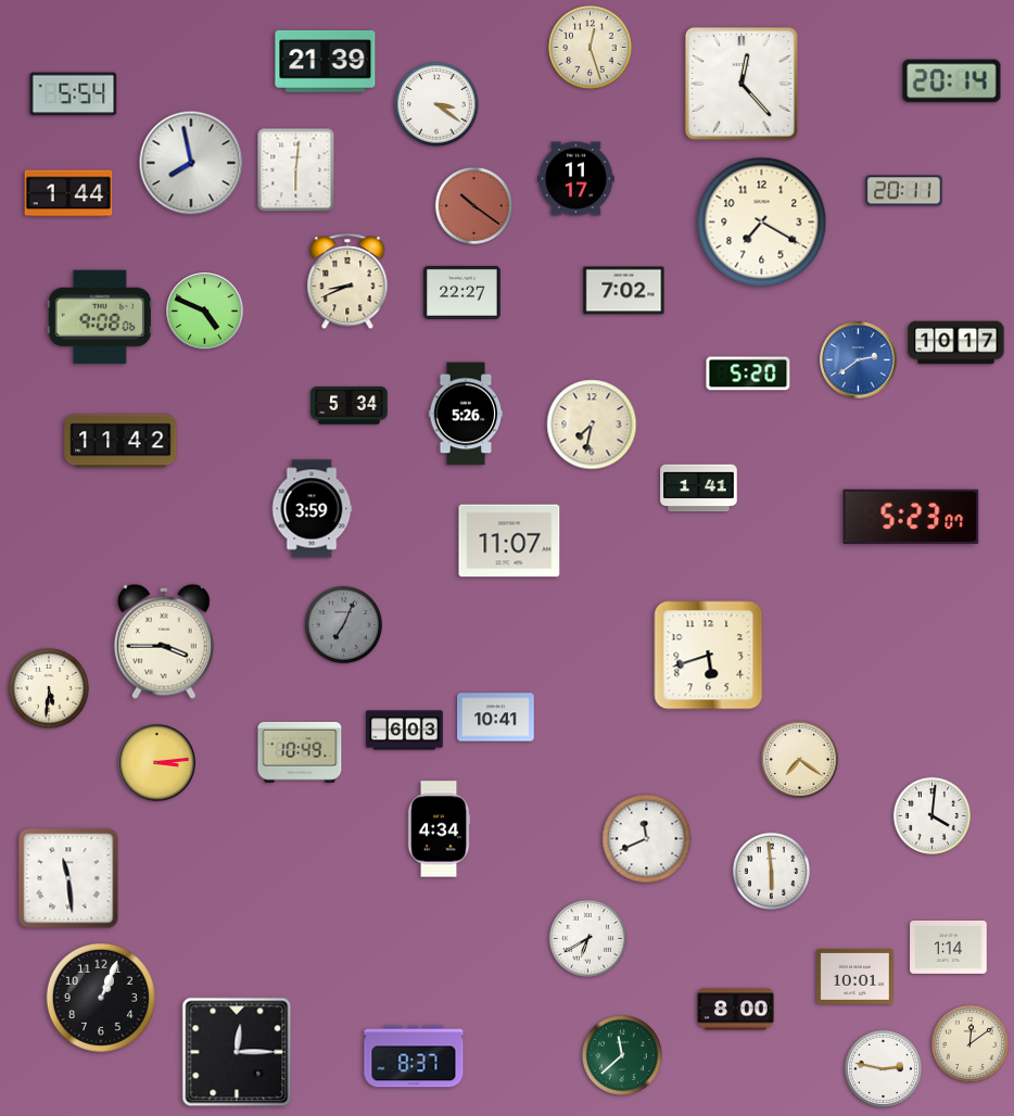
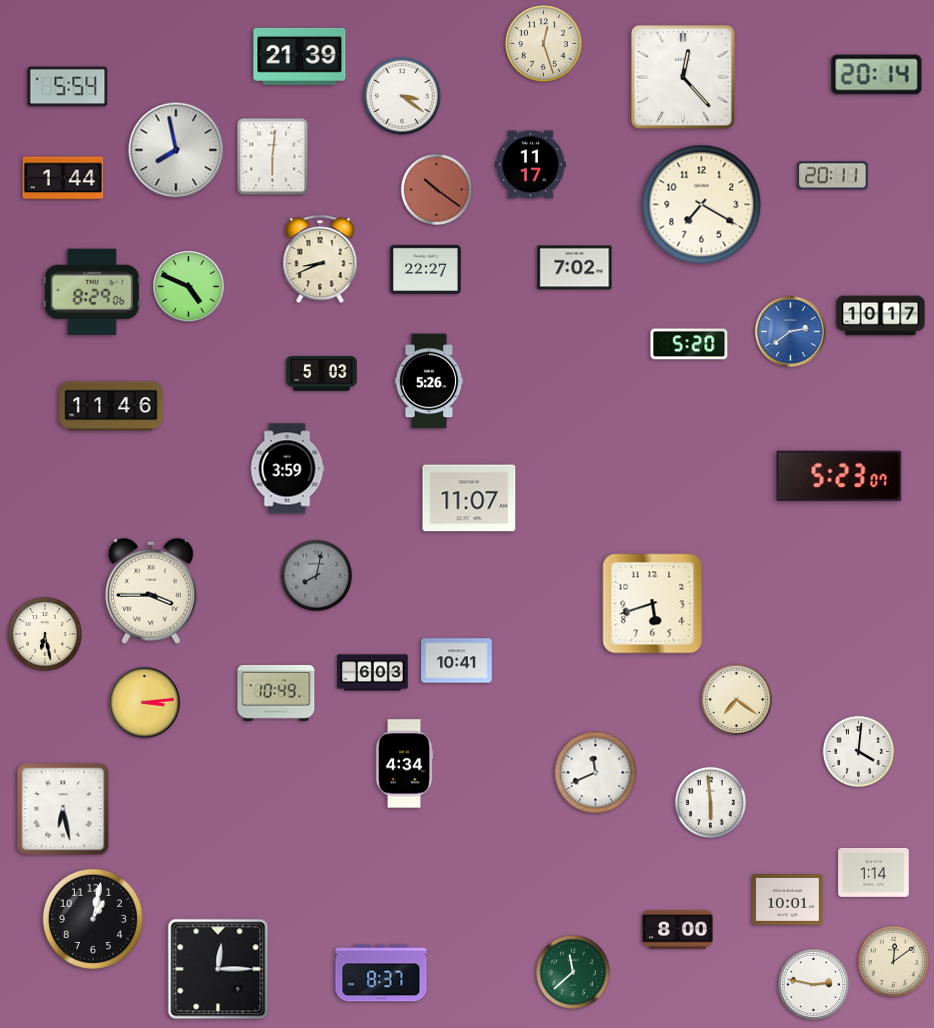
clock at (100, 317): 9:08 -> 8:29
clock at (350, 406): 5:34 -> 5:03
clock at (592, 424): 7:32 -> none
clock at (121, 441): 11:42 -> 11:46
clock at (699, 489): 1:41 -> none
clock at (343, 624): 7:04 -> 8:02
clock at (49, 688): 5:31 -> 6:28
clock at (68, 878): 11:29 -> 6:28
clock at (587, 938): 6:40 -> none
clock at (101, 998): 1:04 -> 1:02
